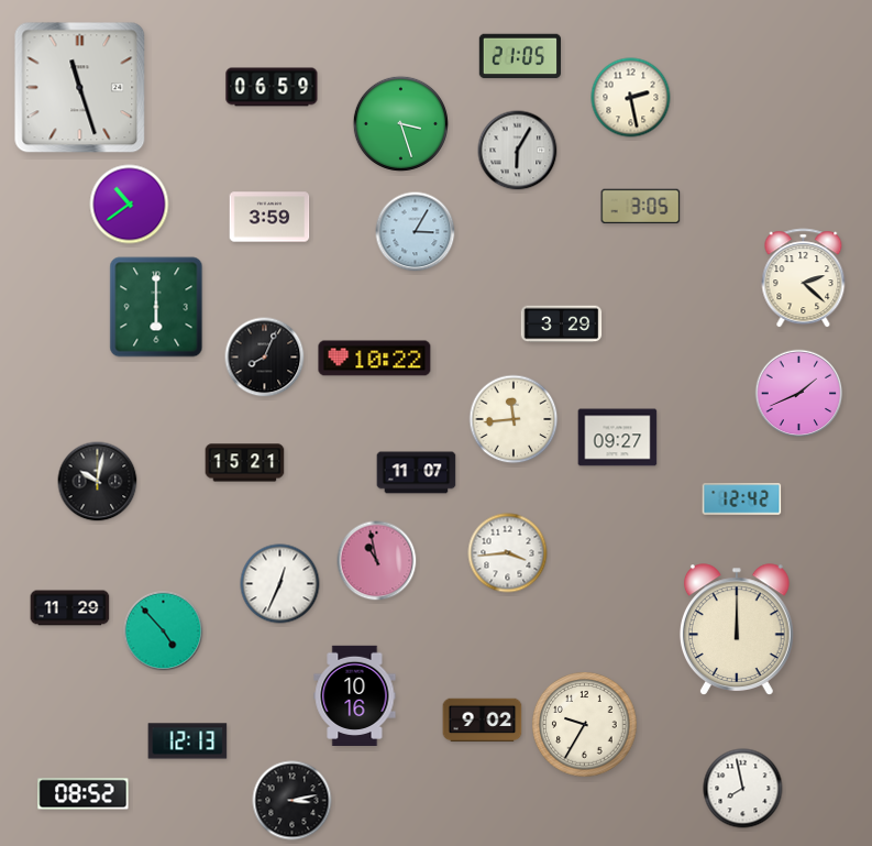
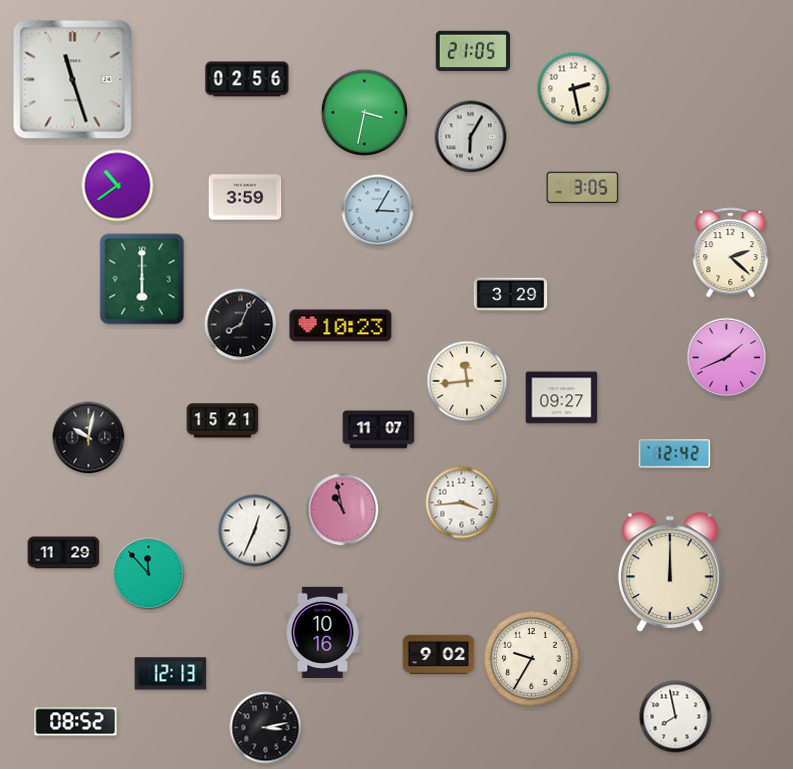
clock at (272, 87): 06:59 -> 02:56
clock at (400, 123): 3:27 -> 3:32
clock at (375, 359): 10:22 -> 10:23
clock at (164, 631): 4:53 -> 11:53
